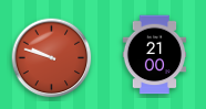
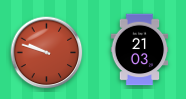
clock at (155, 55): 21:00 -> 21:03
